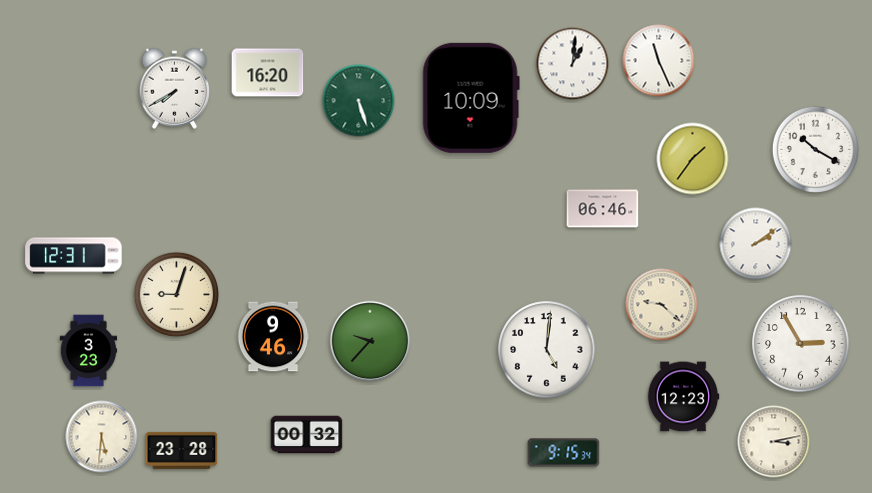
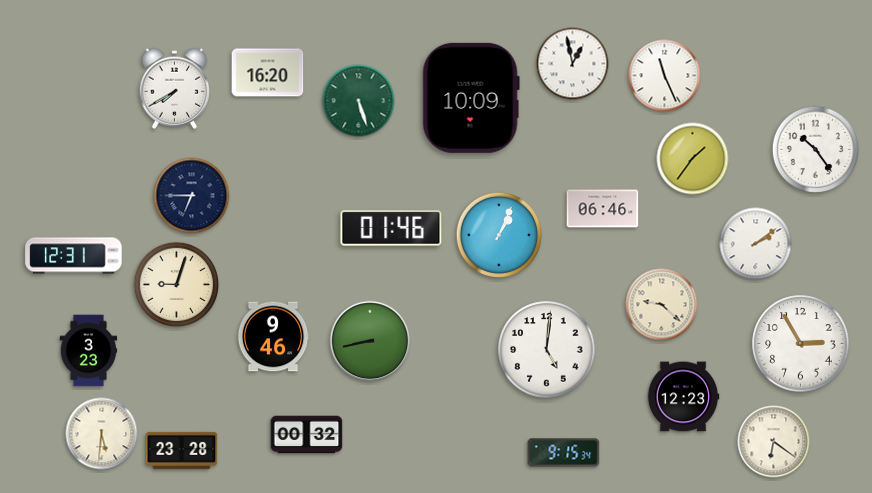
clock at (659, 61) position: (659, 61) -> (665, 76)
clock at (573, 64): 1:01 -> 12:58
clock at (815, 149): 10:20 -> 10:24
clock at (192, 196): none -> 6:45
clock at (391, 228): none -> 01:46
clock at (499, 235): none -> 1:04
clock at (177, 295) position: (177, 295) -> (177, 285)
clock at (370, 341): 9:37 -> 8:43
clock at (102, 437) position: (102, 437) -> (102, 434)
clock at (774, 442): 3:13 -> 6:21
